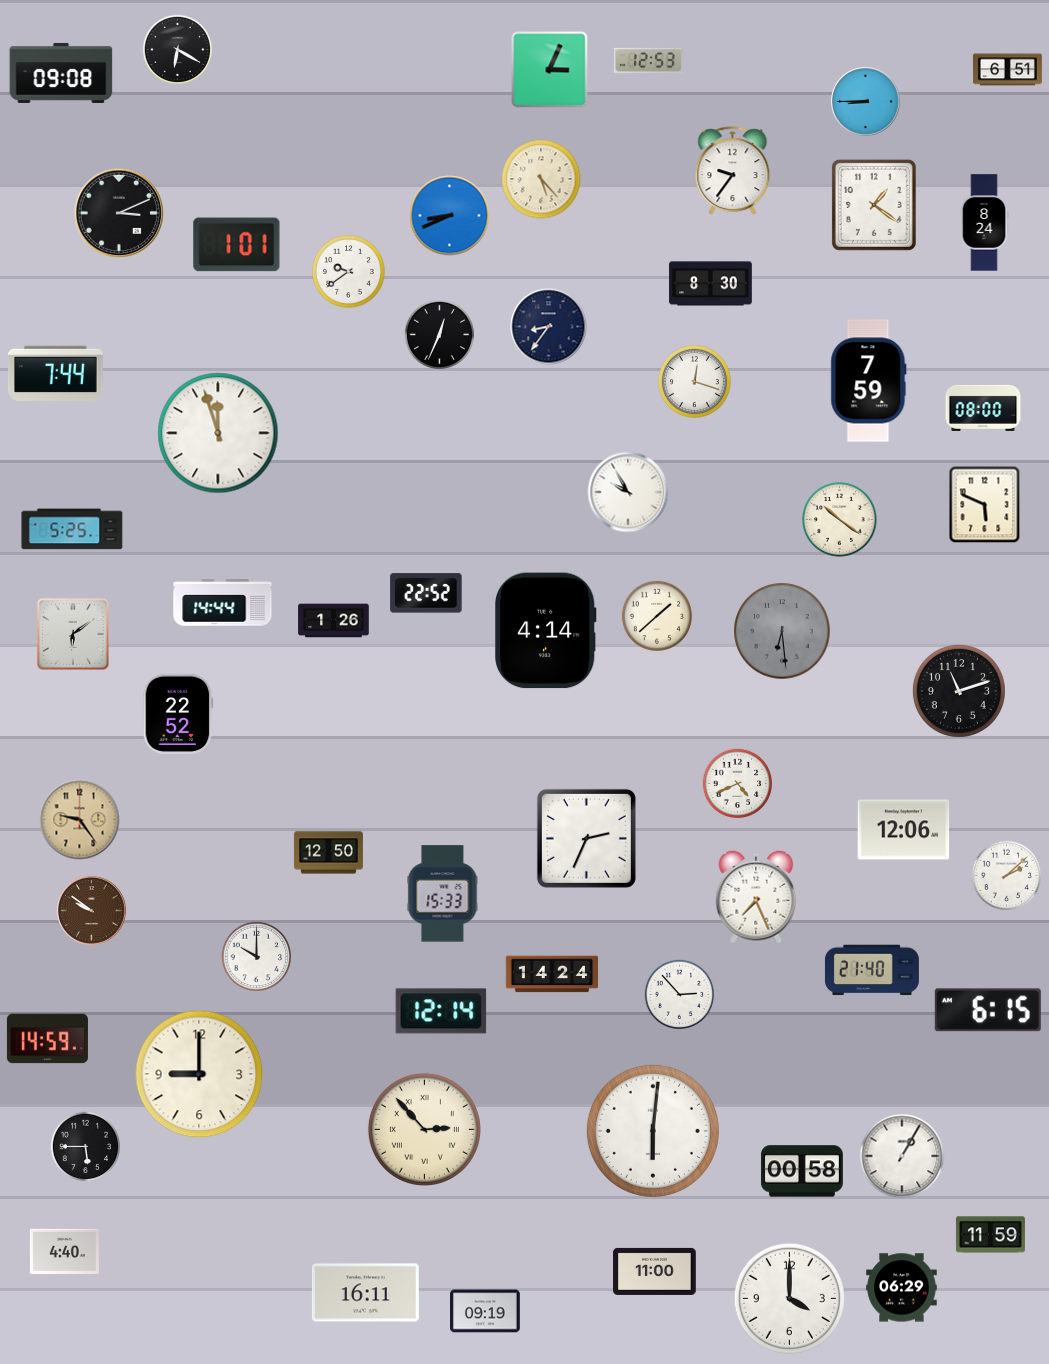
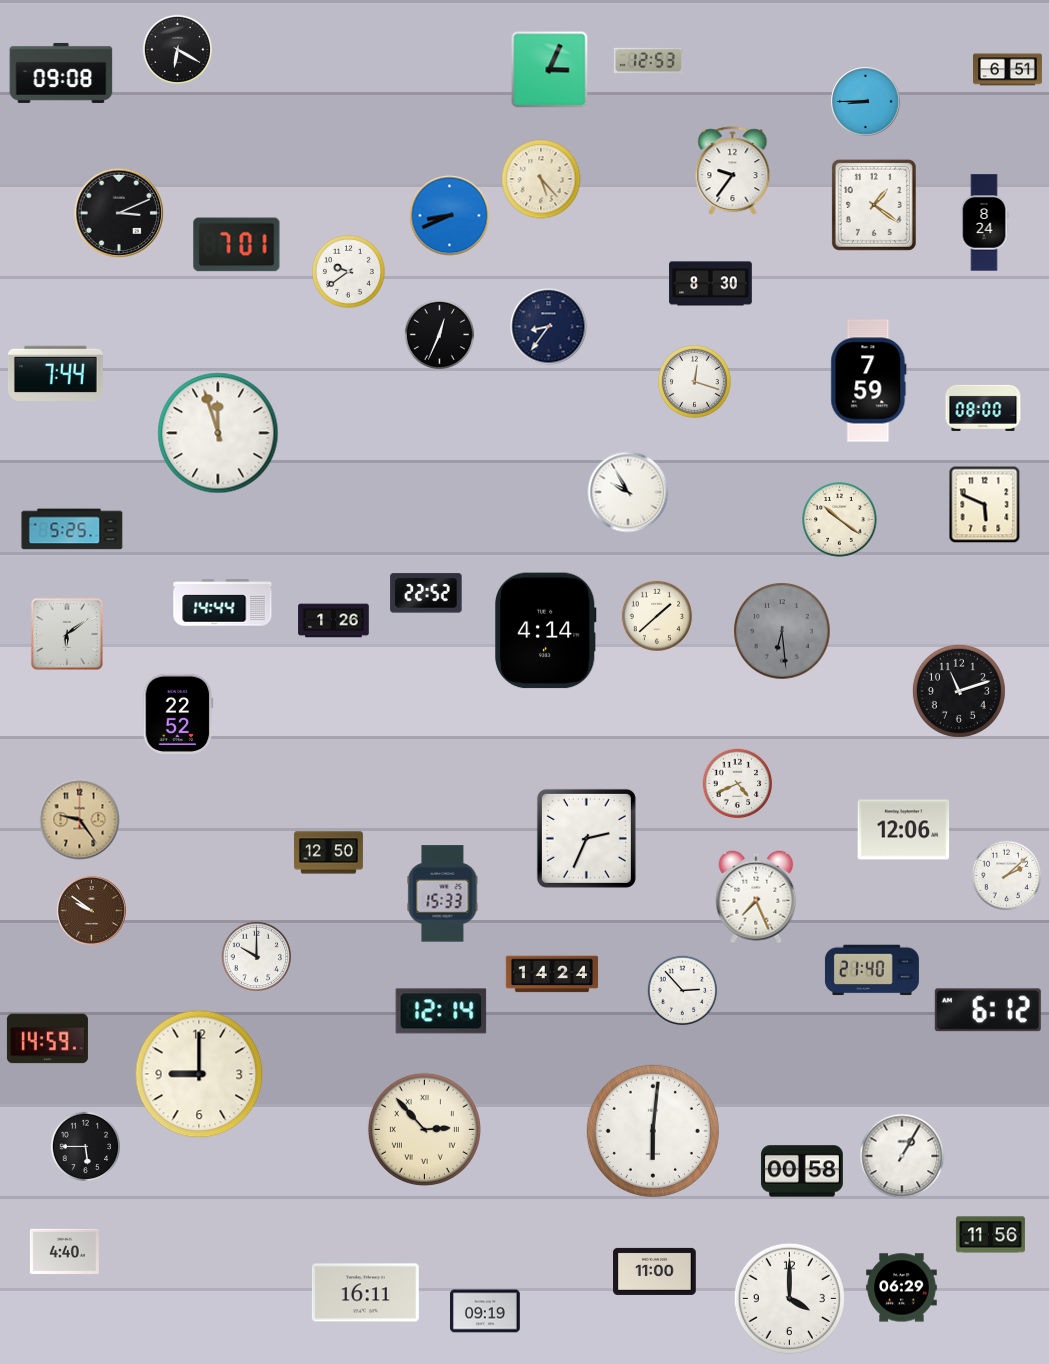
clock at (237, 245): 1:01 -> 7:01
clock at (73, 634) position: (73, 634) -> (67, 634)
clock at (680, 995) position: (680, 995) -> (683, 991)
clock at (988, 1010): 6:15 -> 6:12
clock at (990, 1235): 11:59 -> 11:56
